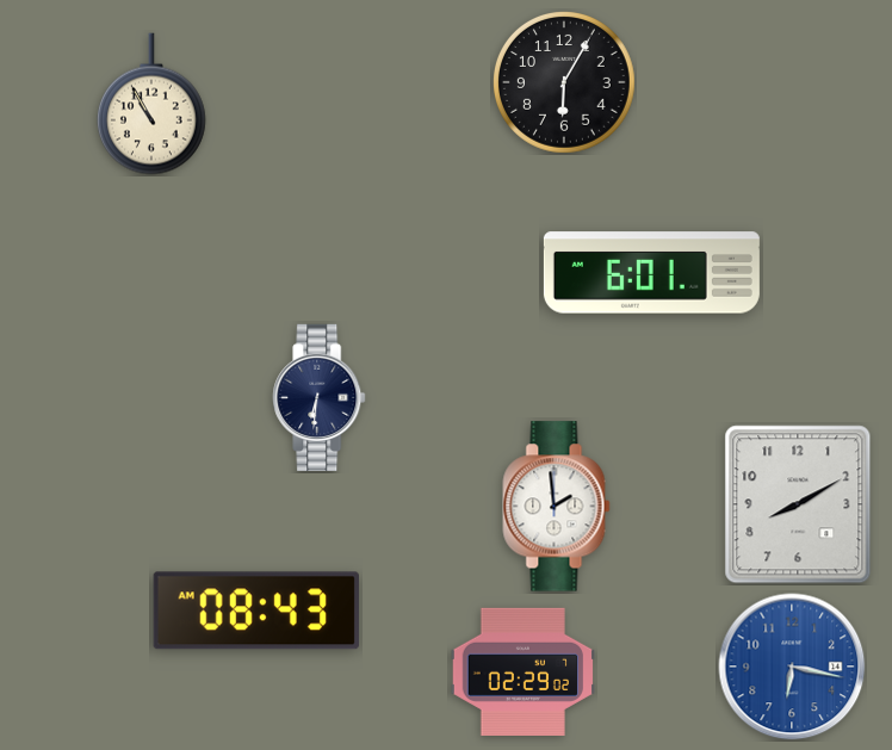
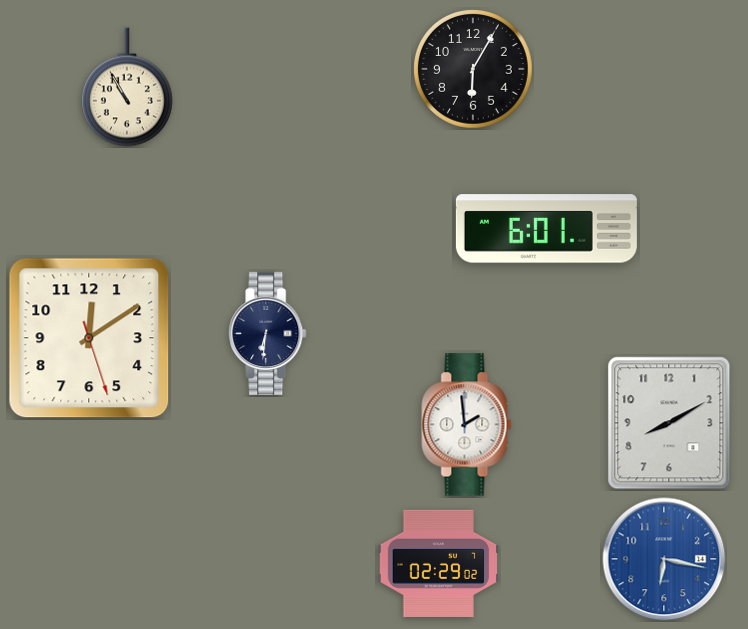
clock at (89, 338): none -> 12:09
clock at (256, 610): 08:43 -> none
